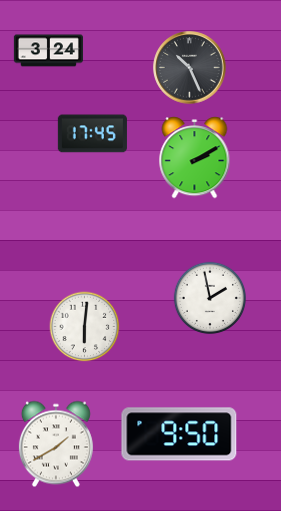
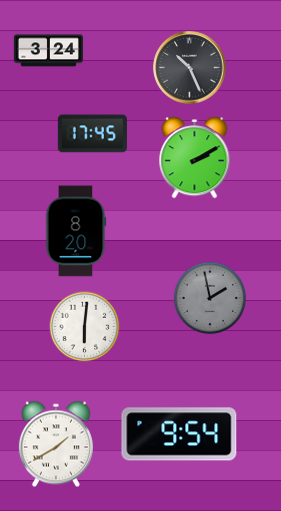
clock at (76, 231): none -> 8:20
clock at (209, 297) dial: white -> grey
clock at (179, 434): 9:50 -> 9:54
